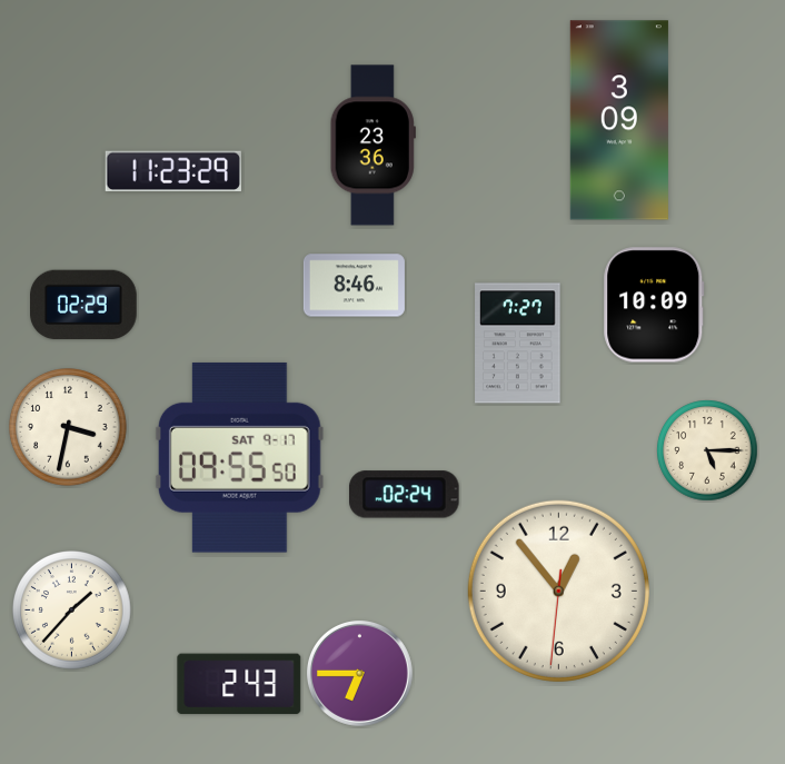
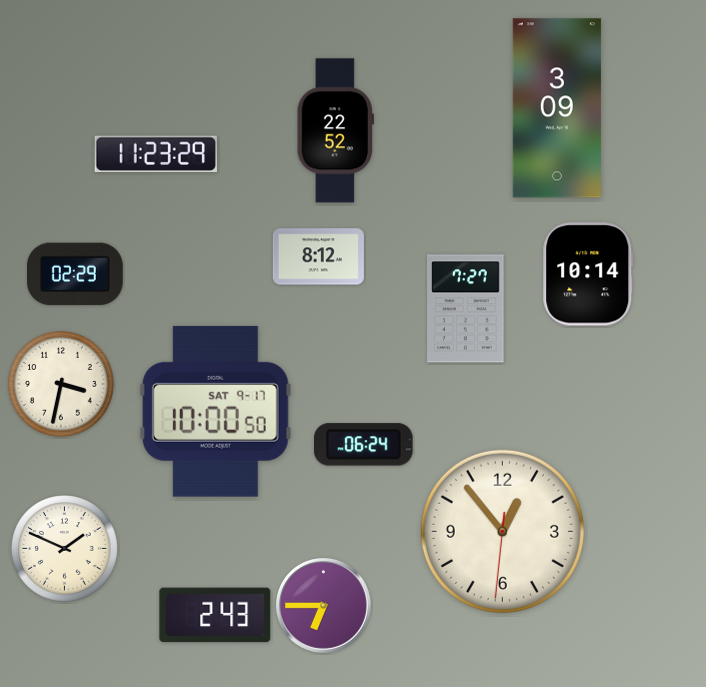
clock at (372, 146): 23:36 -> 22:52
clock at (354, 286): 8:46 -> 8:12
clock at (654, 305): 10:09 -> 10:14
clock at (707, 450): 5:15 -> none
clock at (239, 457): 09:55 -> 10:00
clock at (405, 495): 02:24 -> 06:24
clock at (72, 611): 1:37 -> 1:49
